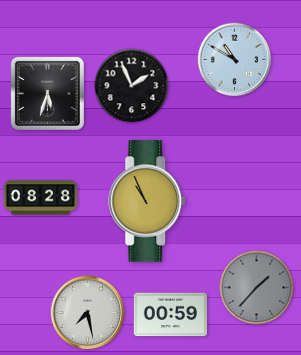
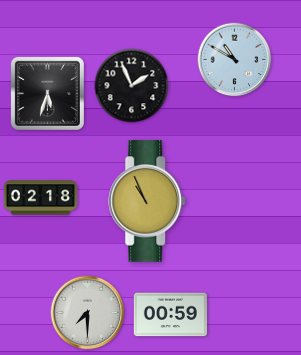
clock at (41, 198): 08:28 -> 02:18
clock at (257, 288): 1:37 -> none
clock at (88, 313): 7:28 -> 7:30
